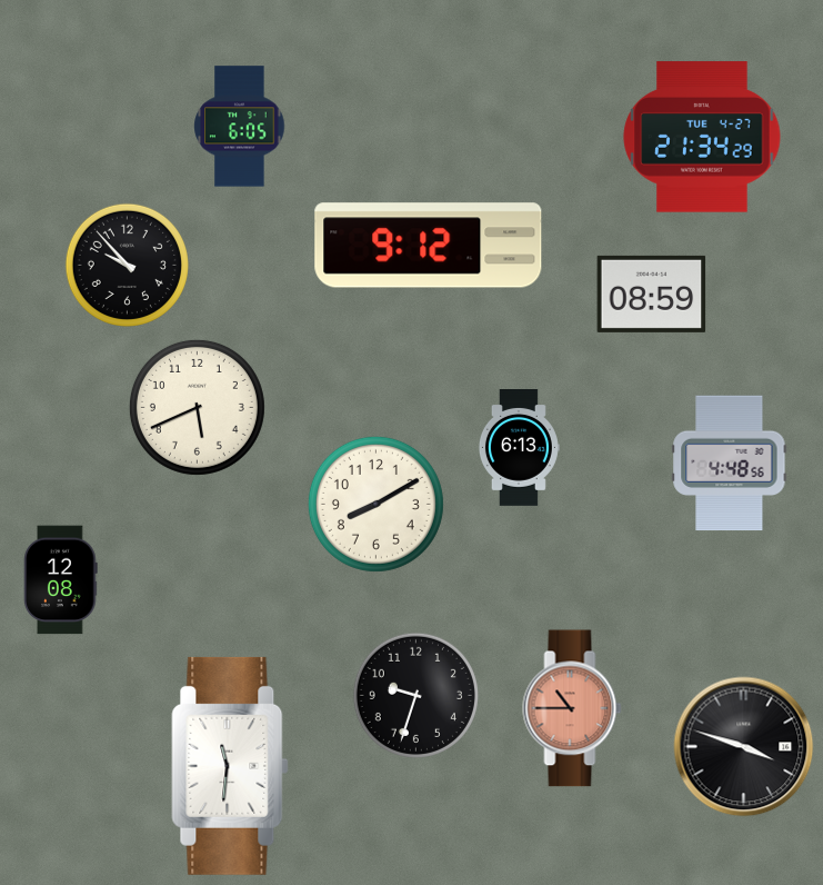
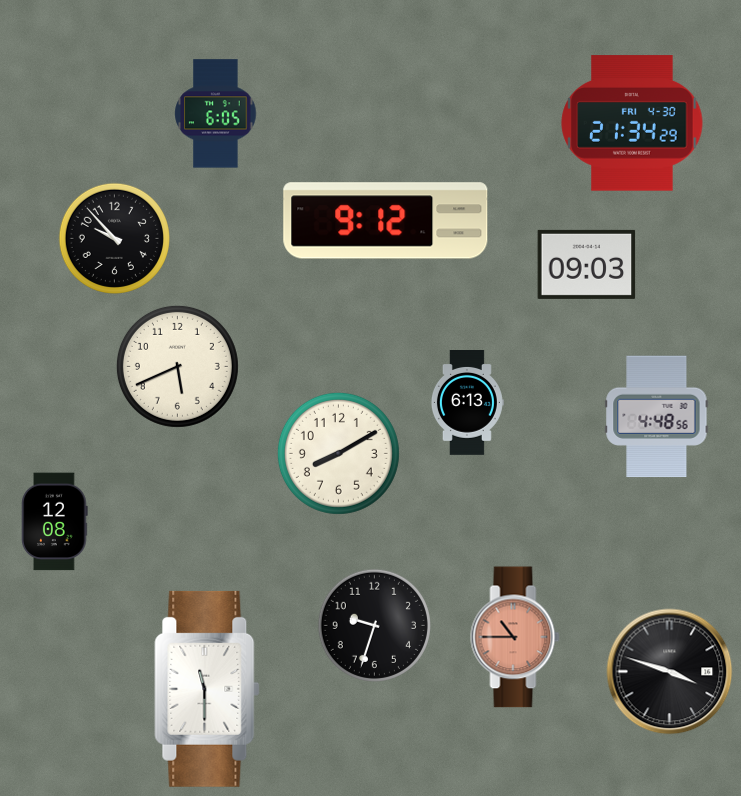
clock at (702, 137) date: TUE 4-27 -> FRI 4-30
clock at (652, 294): 08:59 -> 09:03
clock at (230, 766): 11:31 -> 11:30
